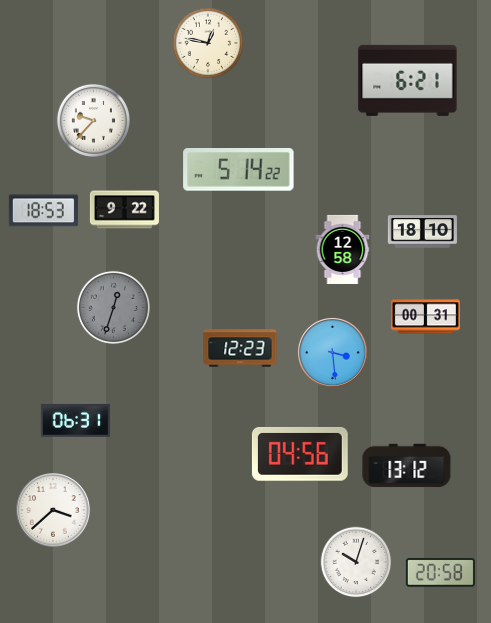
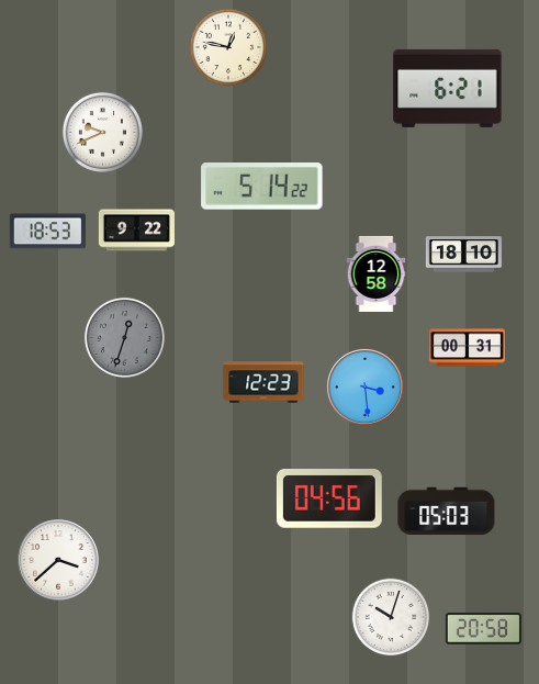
clock at (93, 120): 9:37 -> 9:41
clock at (75, 420): 06:31 -> none
clock at (407, 466): 13:12 -> 05:03
